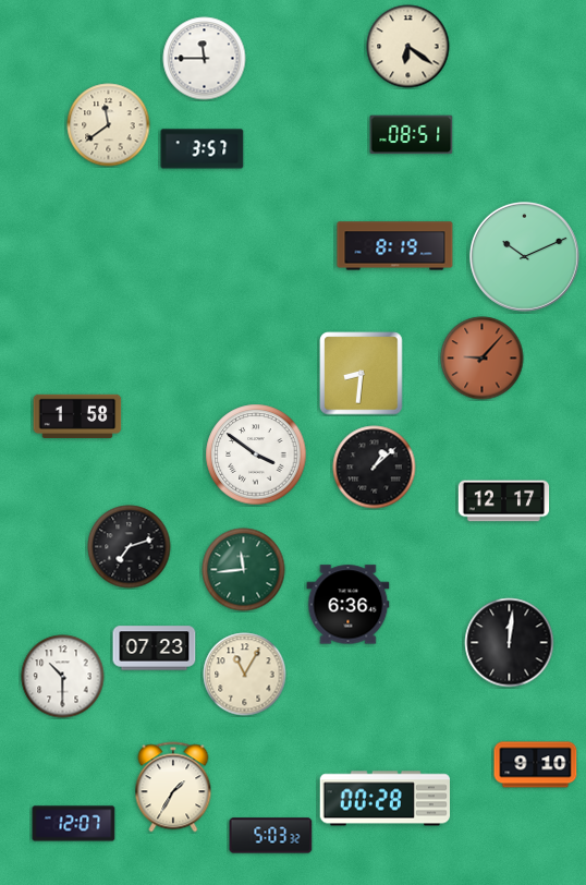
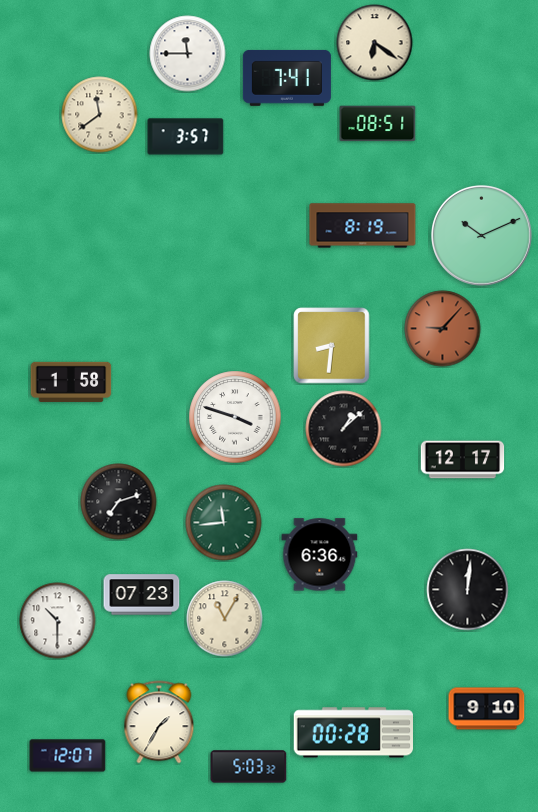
clock at (287, 78): none -> 7:41
clock at (362, 374) position: (362, 374) -> (332, 346)
clock at (256, 454): 3:51 -> 3:48
clock at (536, 765) position: (536, 765) -> (487, 709)
